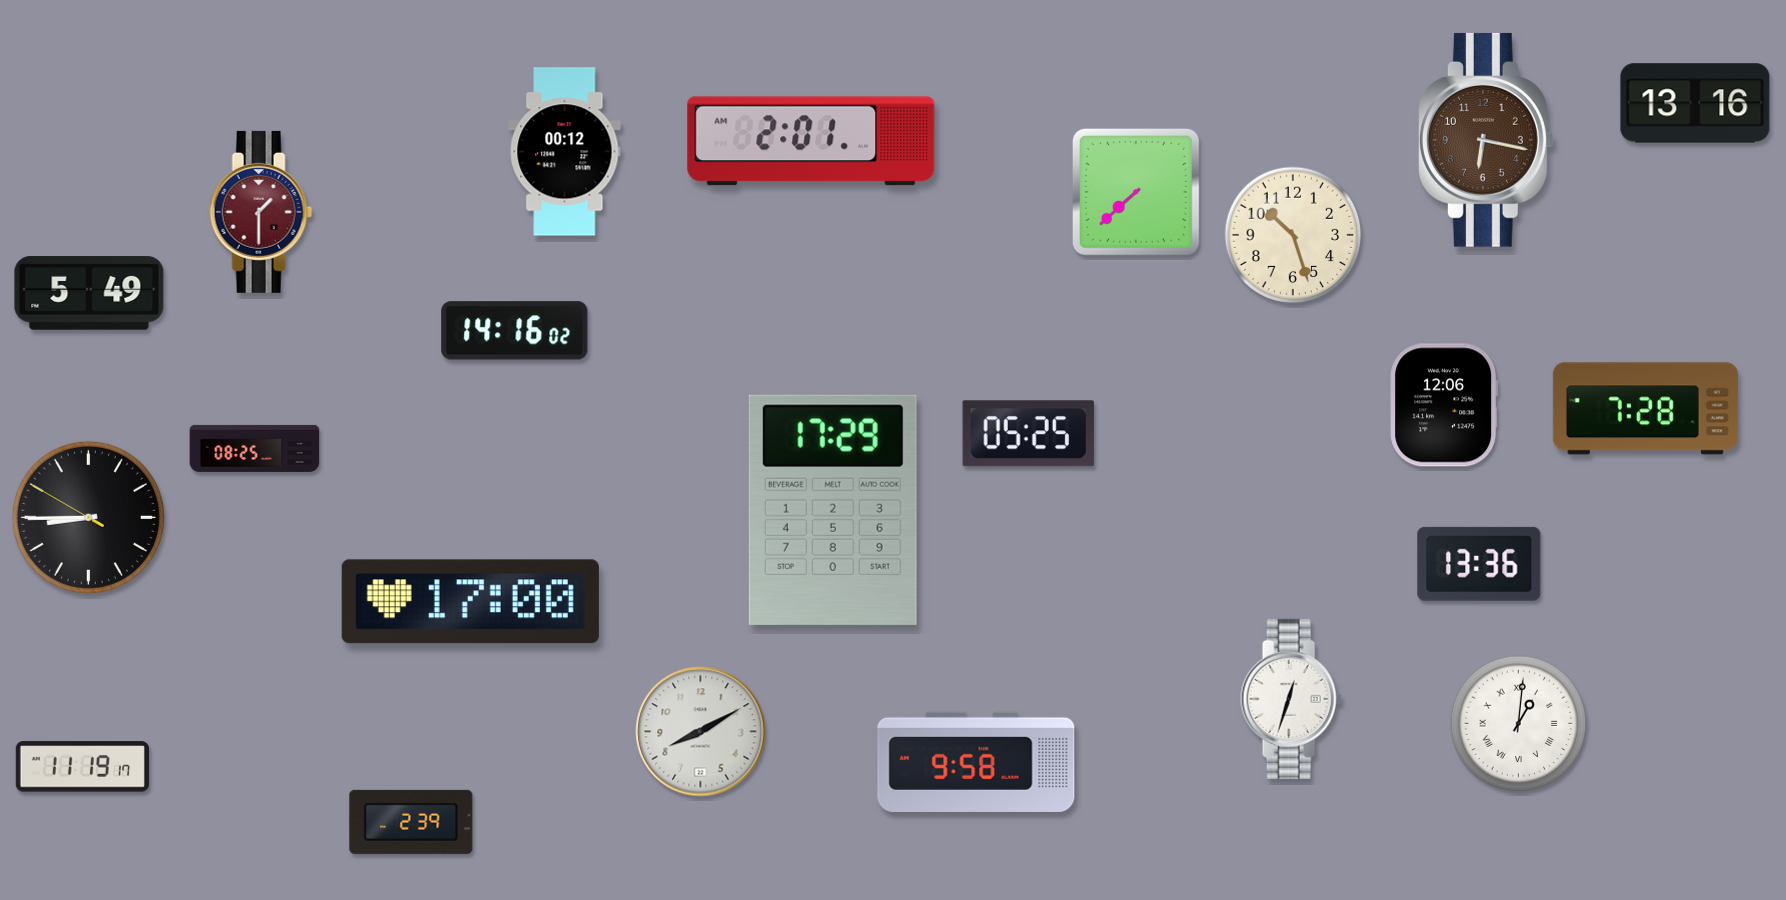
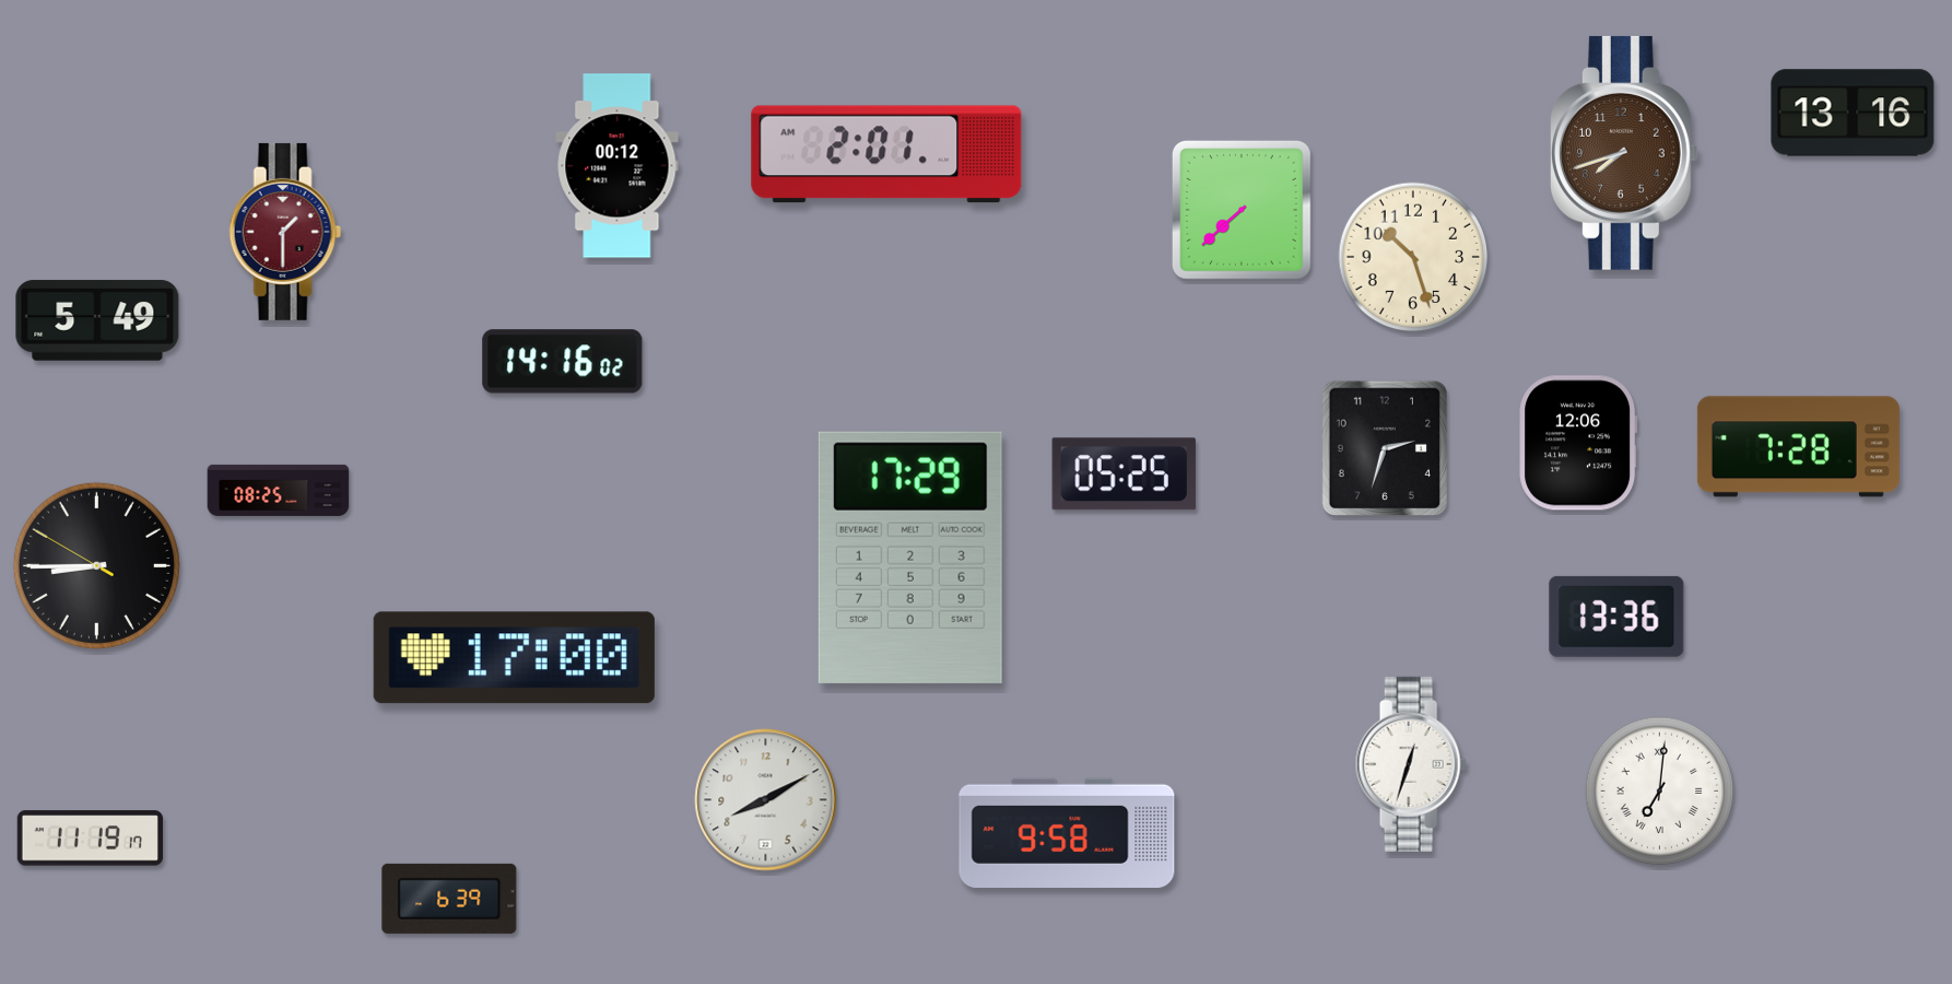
clock at (1486, 140): 6:17 -> 7:42
clock at (1384, 447): none -> 2:33
clock at (1519, 724): 1:01 -> 7:01
clock at (411, 822): 2:39 -> 6:39
